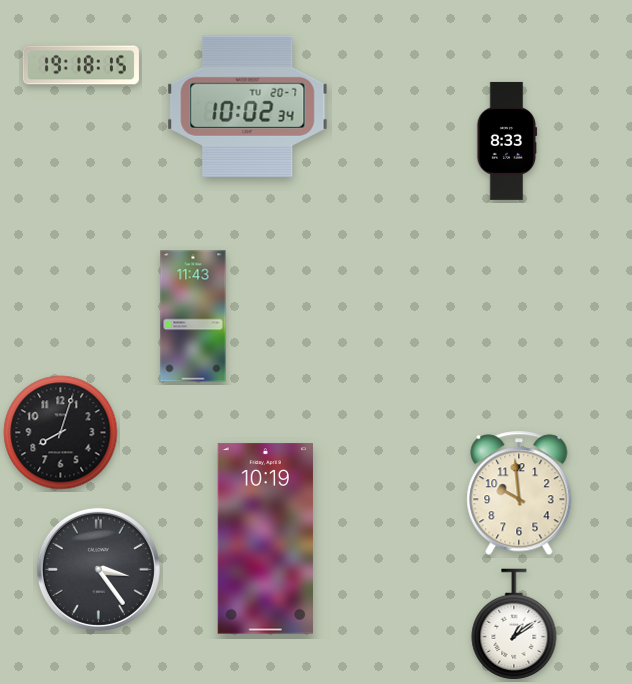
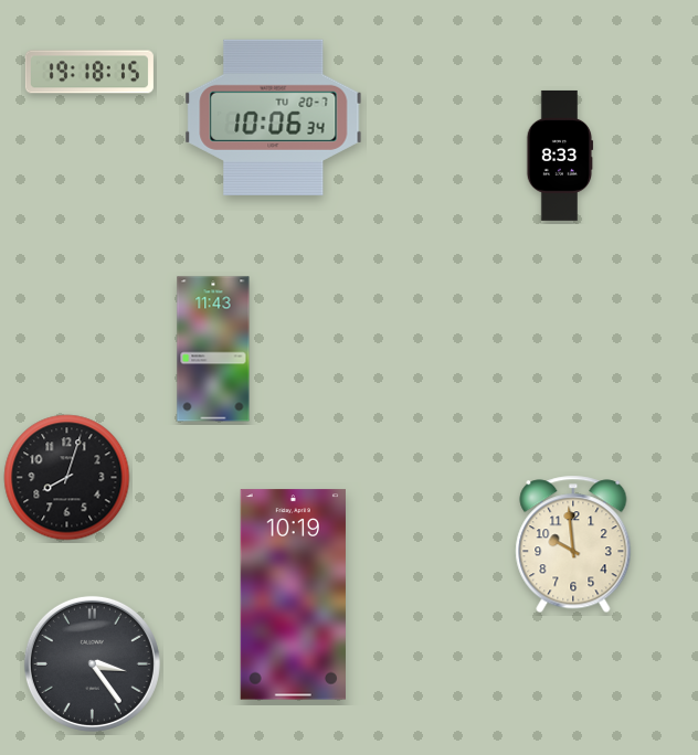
clock at (248, 106): 10:02 -> 10:06
clock at (98, 569) position: (98, 569) -> (92, 663)
clock at (514, 624): 1:09 -> none
